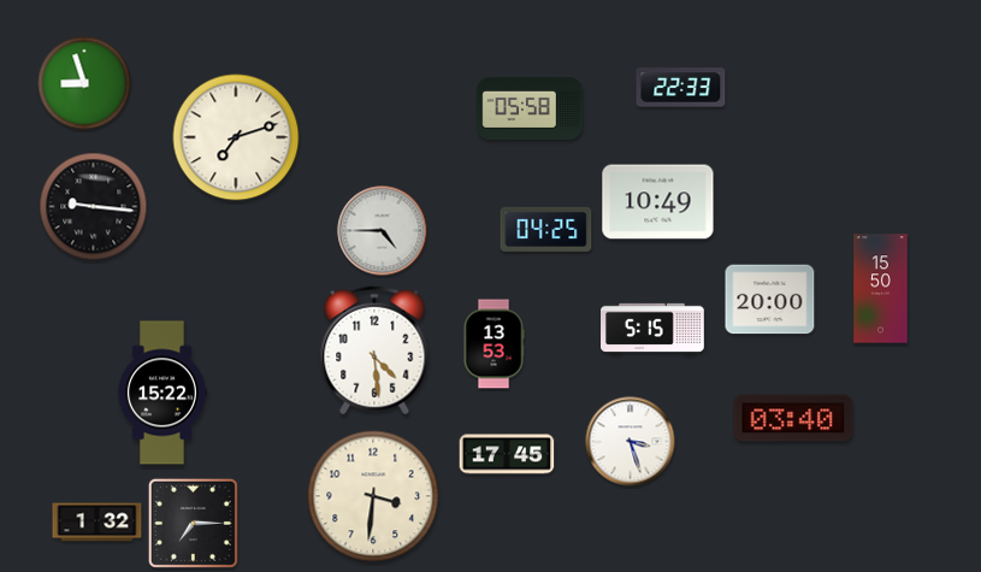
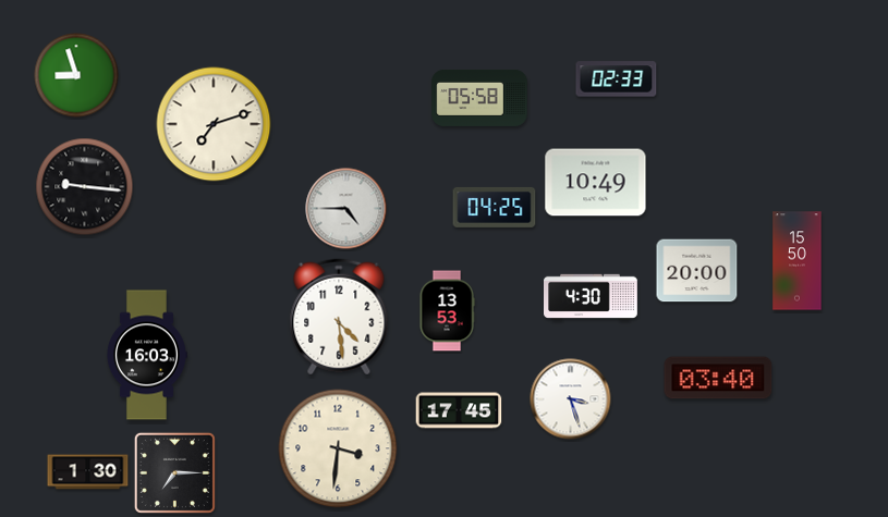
clock at (681, 88): 22:33 -> 02:33
clock at (654, 329): 5:15 -> 4:30
clock at (161, 393): 15:22 -> 16:03
clock at (97, 523): 1:32 -> 1:30
